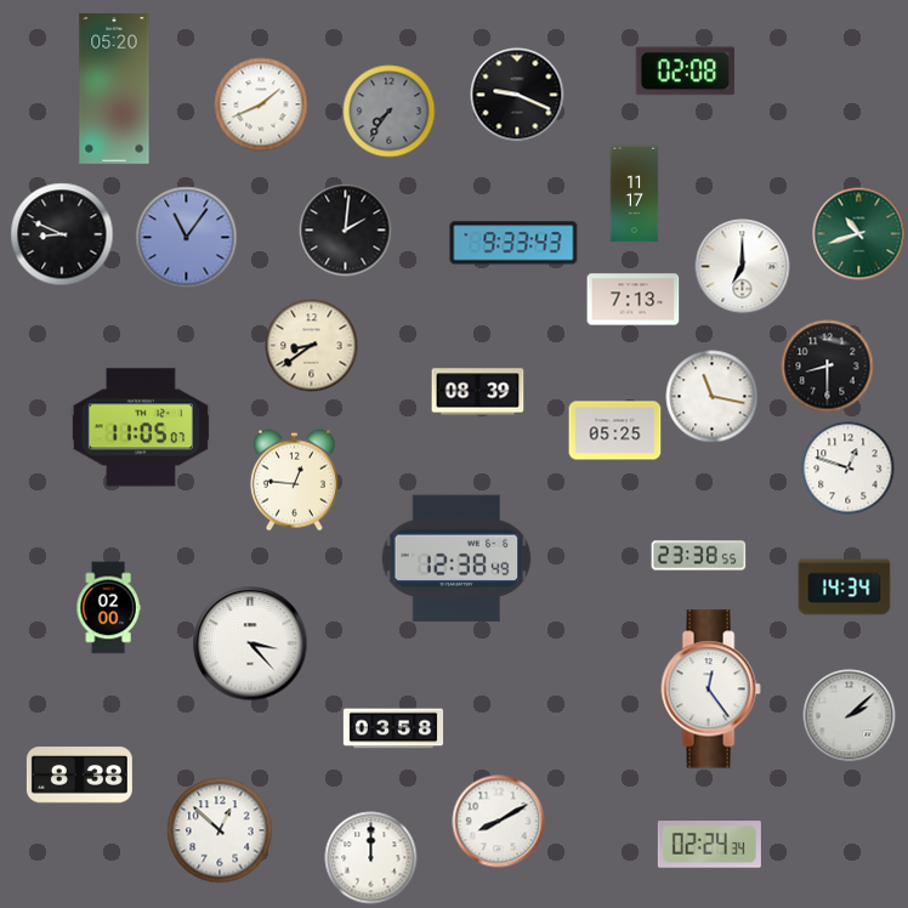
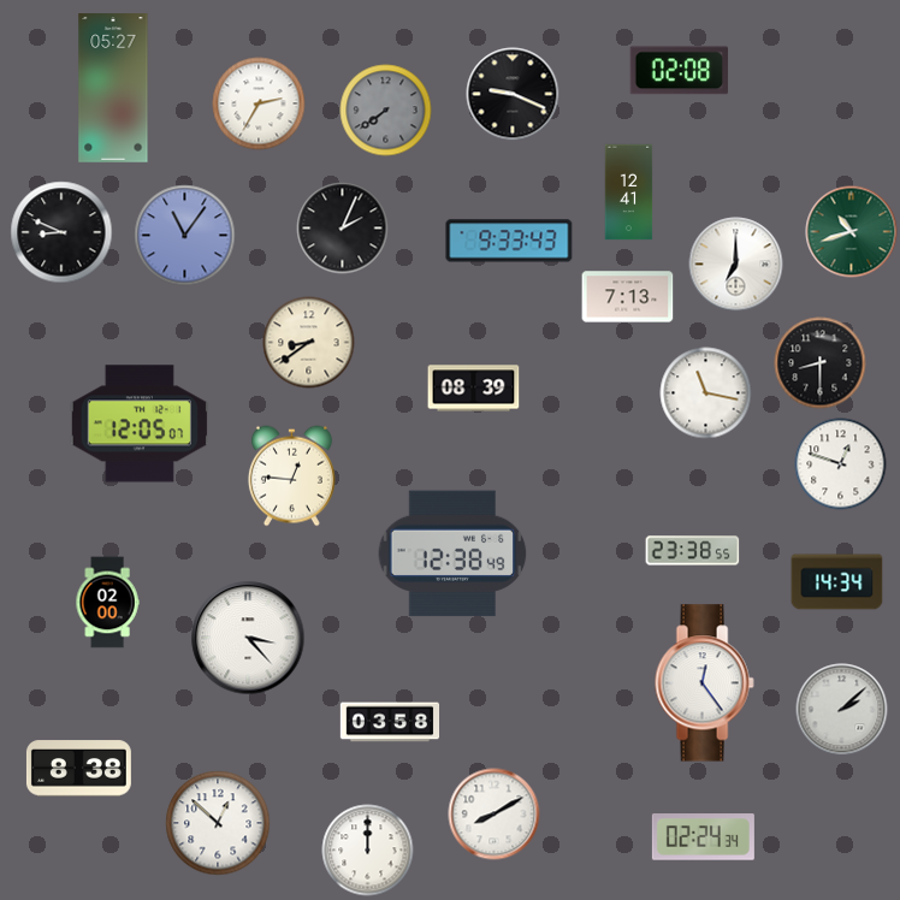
clock at (114, 89): 05:20 -> 05:27
clock at (261, 104): 1:41 -> 2:35
clock at (390, 112): 7:36 -> 7:39
clock at (635, 194): 11:17 -> 12:41
clock at (346, 231): 2:01 -> 2:04
clock at (141, 427): 11:05 -> 12:05
clock at (615, 431): 05:25 -> none
